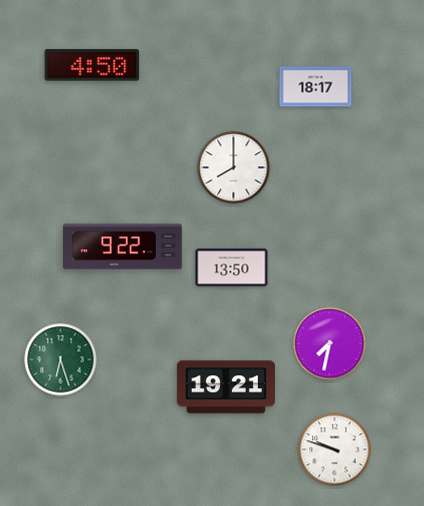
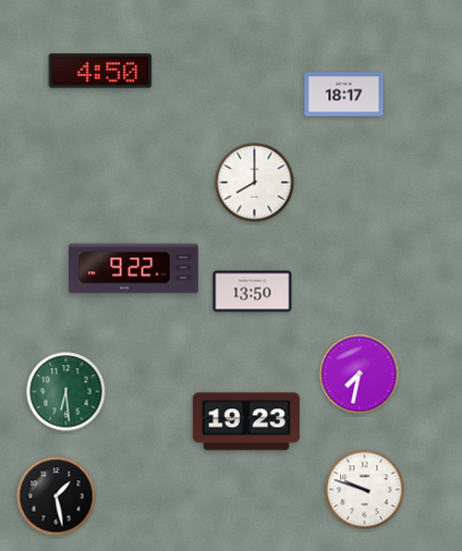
clock at (61, 360): 6:27 -> 6:29
clock at (226, 387): 19:21 -> 19:23
clock at (57, 497): none -> 1:28
